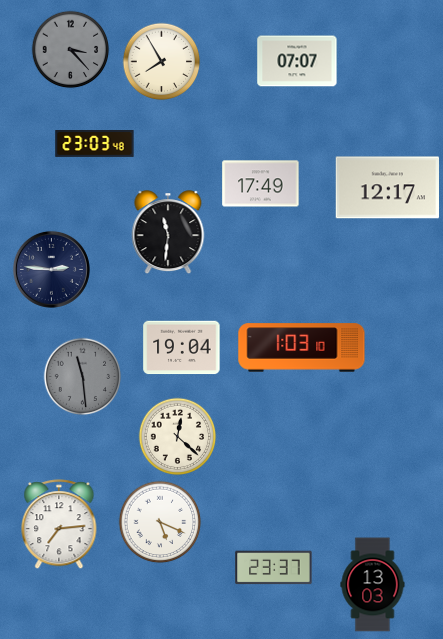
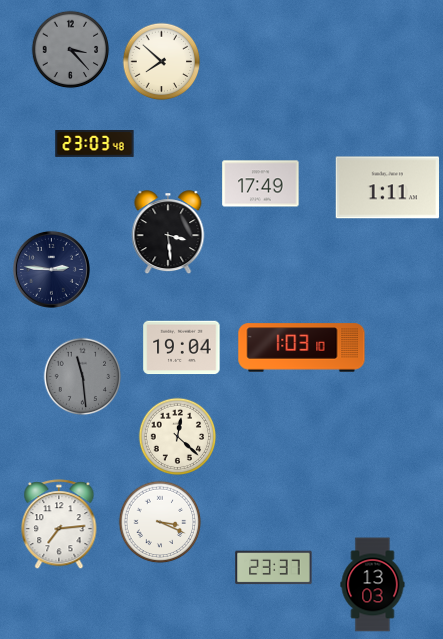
clock at (161, 61): 7:55 -> 7:52
clock at (297, 61): 07:07 -> none
clock at (387, 188): 12:17 -> 1:11
clock at (168, 232): 11:31 -> 3:29
clock at (160, 522): 5:19 -> 3:19
